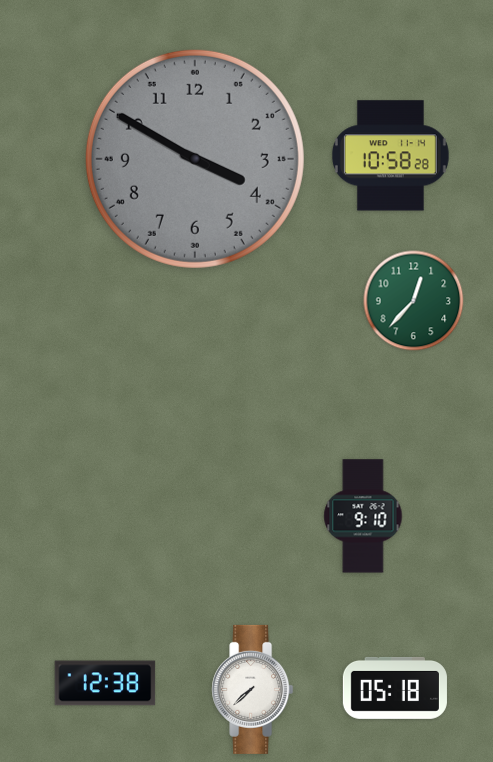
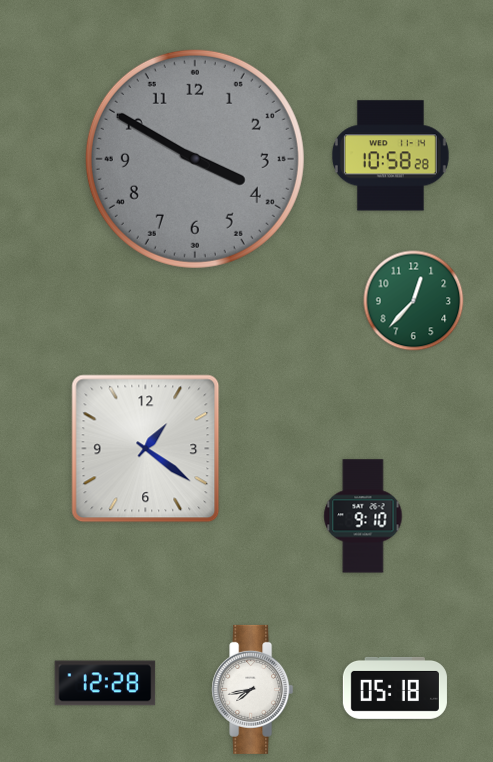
clock at (146, 449): none -> 1:21
clock at (105, 683): 12:38 -> 12:28
clock at (253, 689): 7:38 -> 7:43
